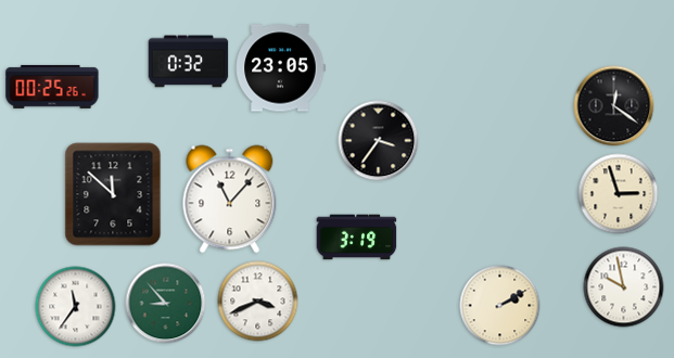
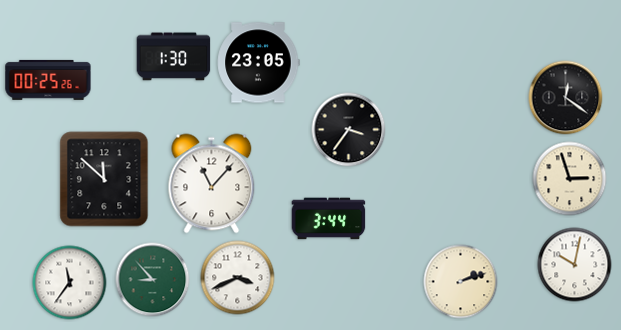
clock at (189, 62): 0:32 -> 1:30
clock at (357, 238): 3:19 -> 3:44
clock at (624, 287): 9:58 -> 10:02
clock at (500, 306): 2:10 -> 2:12
